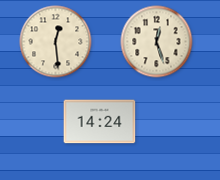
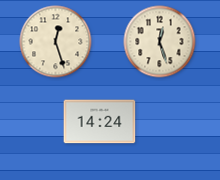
clock at (56, 42): 12:29 -> 12:27
clock at (157, 42) position: (157, 42) -> (160, 42)
